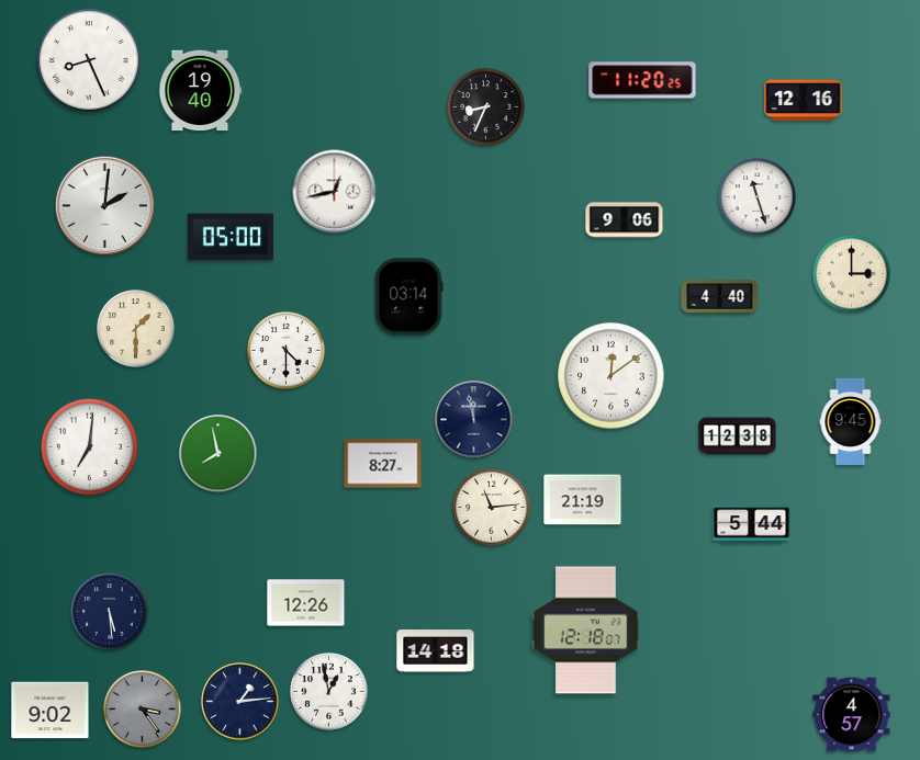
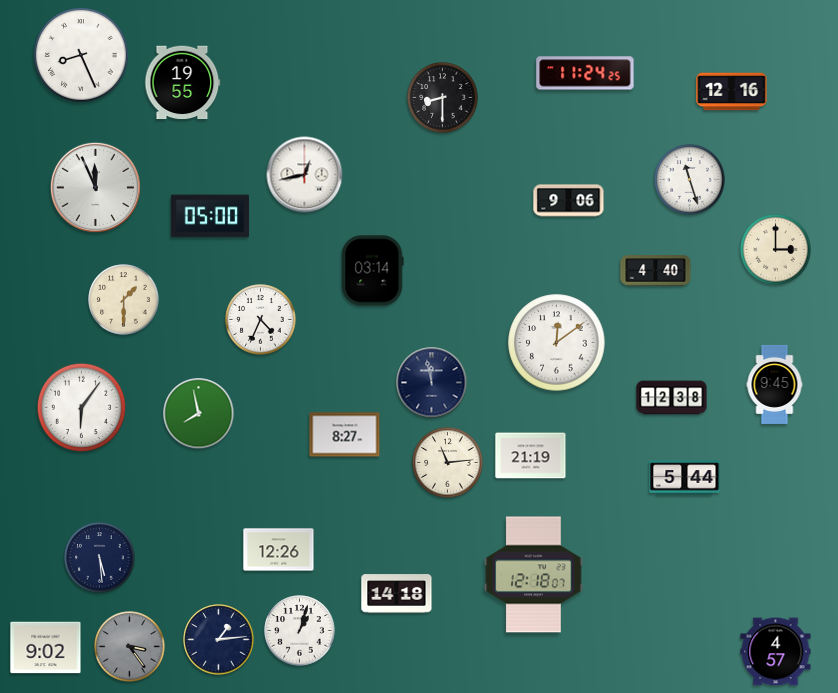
clock at (642, 80): 11:20 -> 11:24
clock at (201, 91): 19:40 -> 19:55
clock at (486, 107): 8:34 -> 8:30
clock at (104, 205): 2:01 -> 11:56
clock at (287, 351): 4:30 -> 4:34
clock at (90, 447): 7:01 -> 6:06
clock at (383, 464) position: (383, 464) -> (345, 435)
clock at (329, 692): 12:58 -> 1:03
